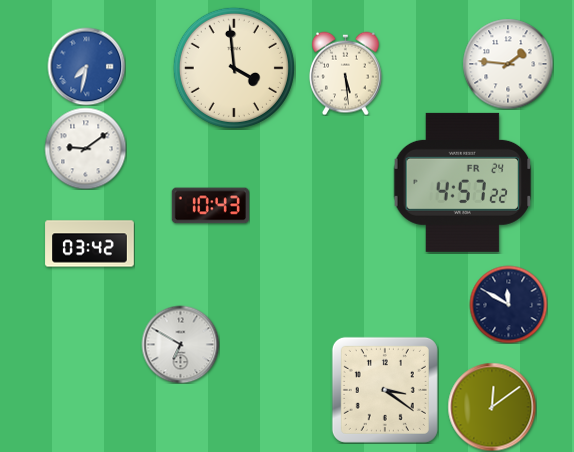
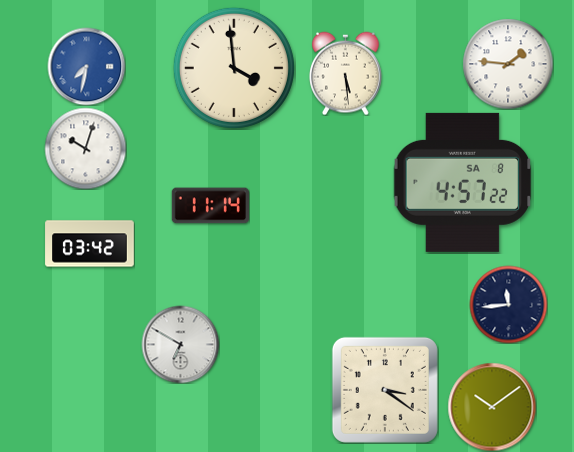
clock at (85, 148): 9:09 -> 10:03
clock at (463, 182) date: FR 24 -> SA 8
clock at (210, 206): 10:43 -> 11:14
clock at (508, 304): 11:50 -> 11:44
clock at (492, 407): 12:09 -> 10:09
